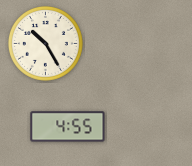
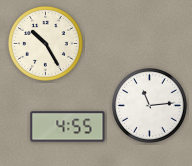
clock at (149, 105): none -> 11:14
